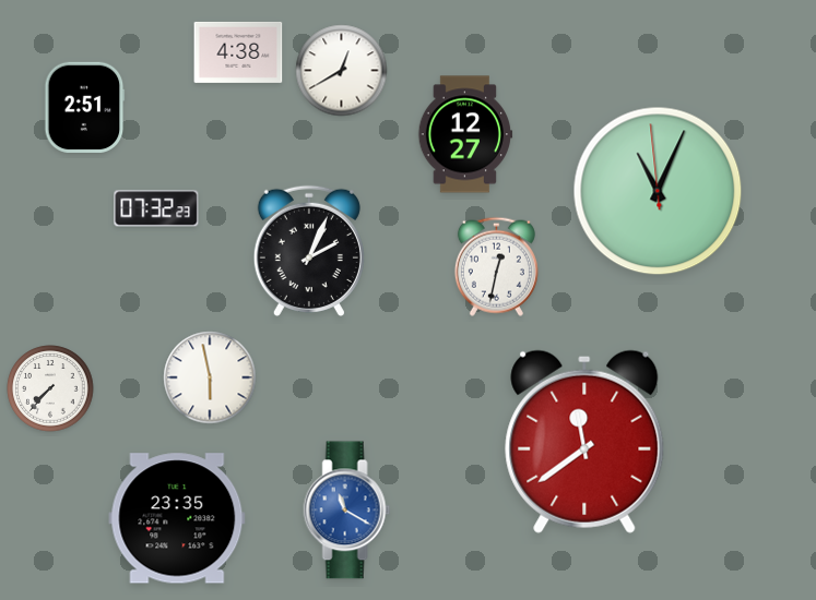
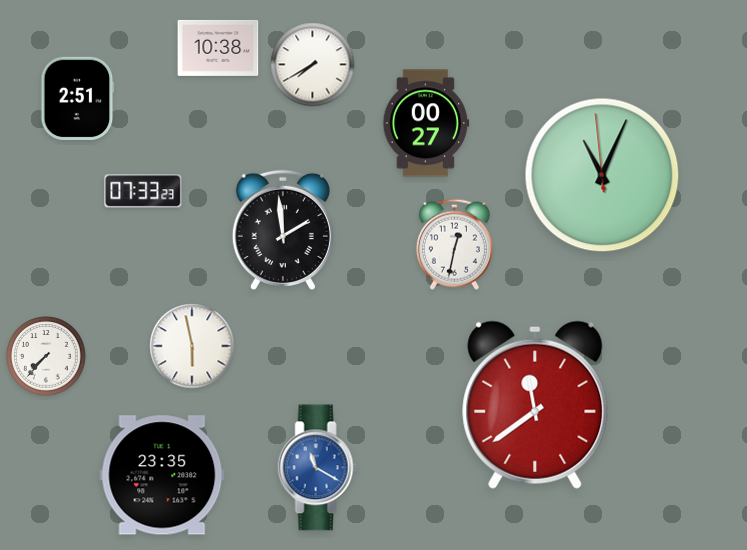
clock at (238, 52): 4:38 -> 10:38
clock at (342, 71): 12:40 -> 7:40
clock at (465, 134): 12:27 -> 00:27
clock at (156, 208): 07:32 -> 07:33
clock at (309, 251): 2:04 -> 1:59
